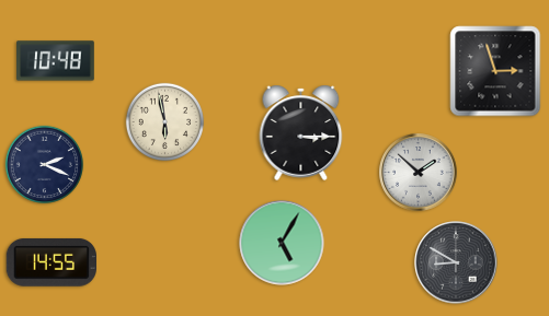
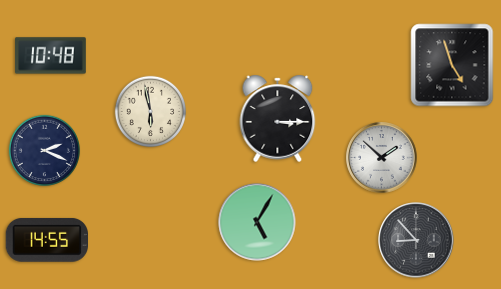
clock at (495, 71): 2:57 -> 4:57
clock at (301, 132) position: (301, 132) -> (278, 118)
clock at (45, 165) position: (45, 165) -> (45, 151)
clock at (456, 262): 8:50 -> 8:53
